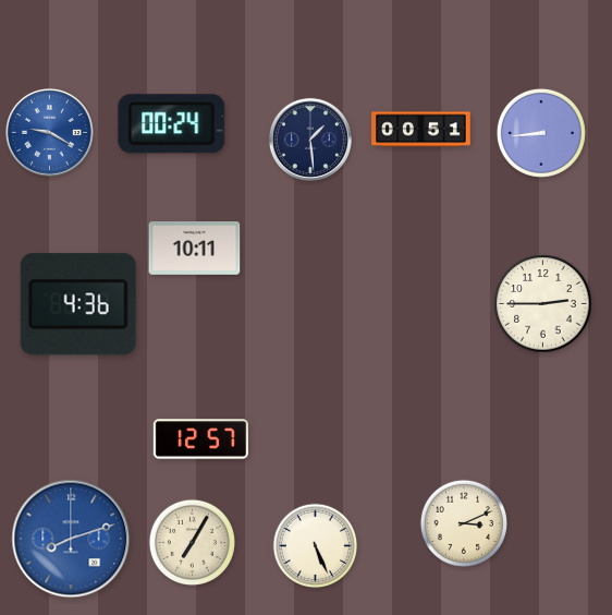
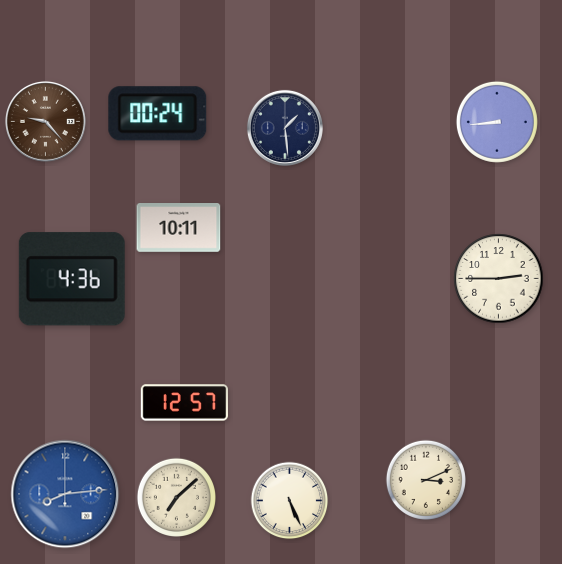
clock at (421, 130): 00:51 -> none
clock at (49, 132): 9:20 -> 9:23
clock at (49, 132) dial: blue -> brown
clock at (71, 539): 8:12 -> 8:14
clock at (192, 542): 7:05 -> 7:08
